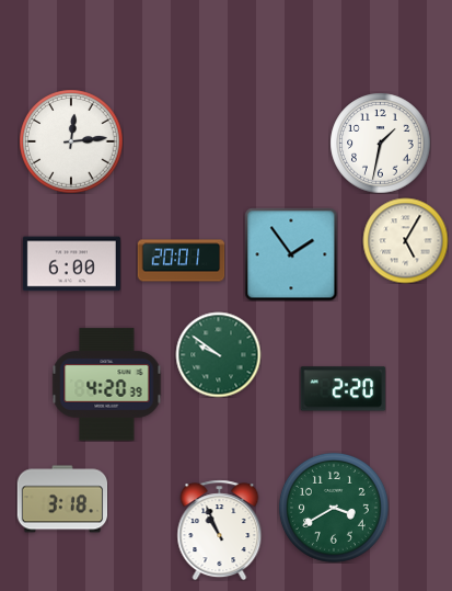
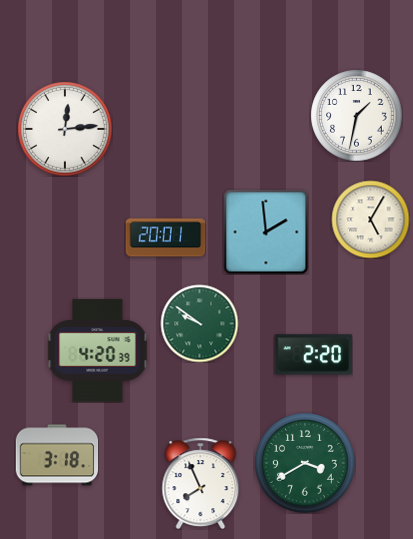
clock at (380, 143) position: (380, 143) -> (356, 115)
clock at (291, 254): 1:54 -> 1:59
clock at (71, 264): 6:00 -> none
clock at (220, 530): 10:56 -> 7:56
